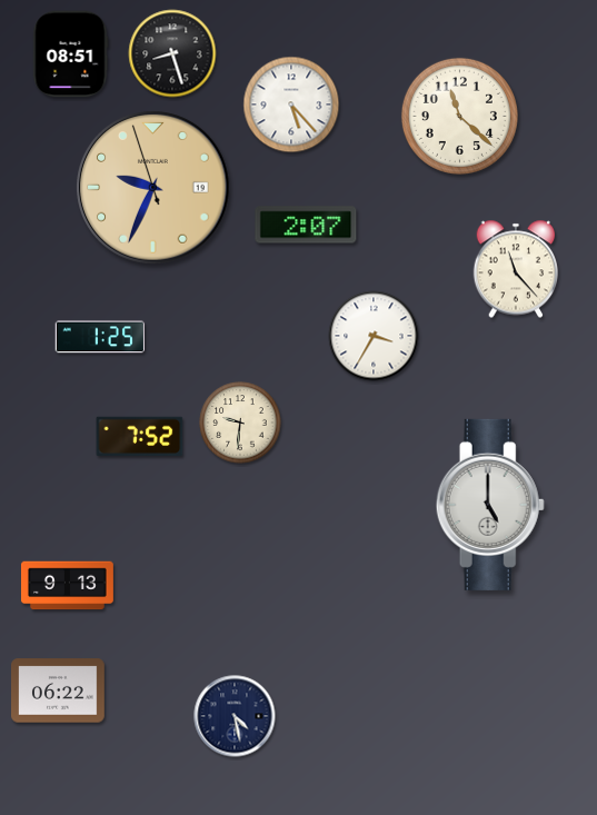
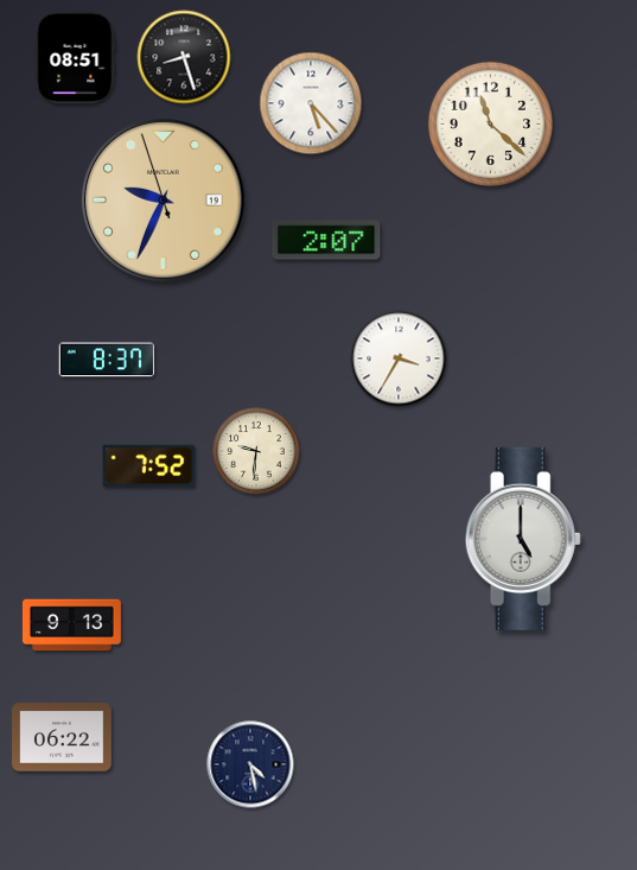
clock at (291, 105) position: (291, 105) -> (311, 103)
clock at (516, 269): 11:23 -> none
clock at (100, 337): 1:25 -> 8:37
